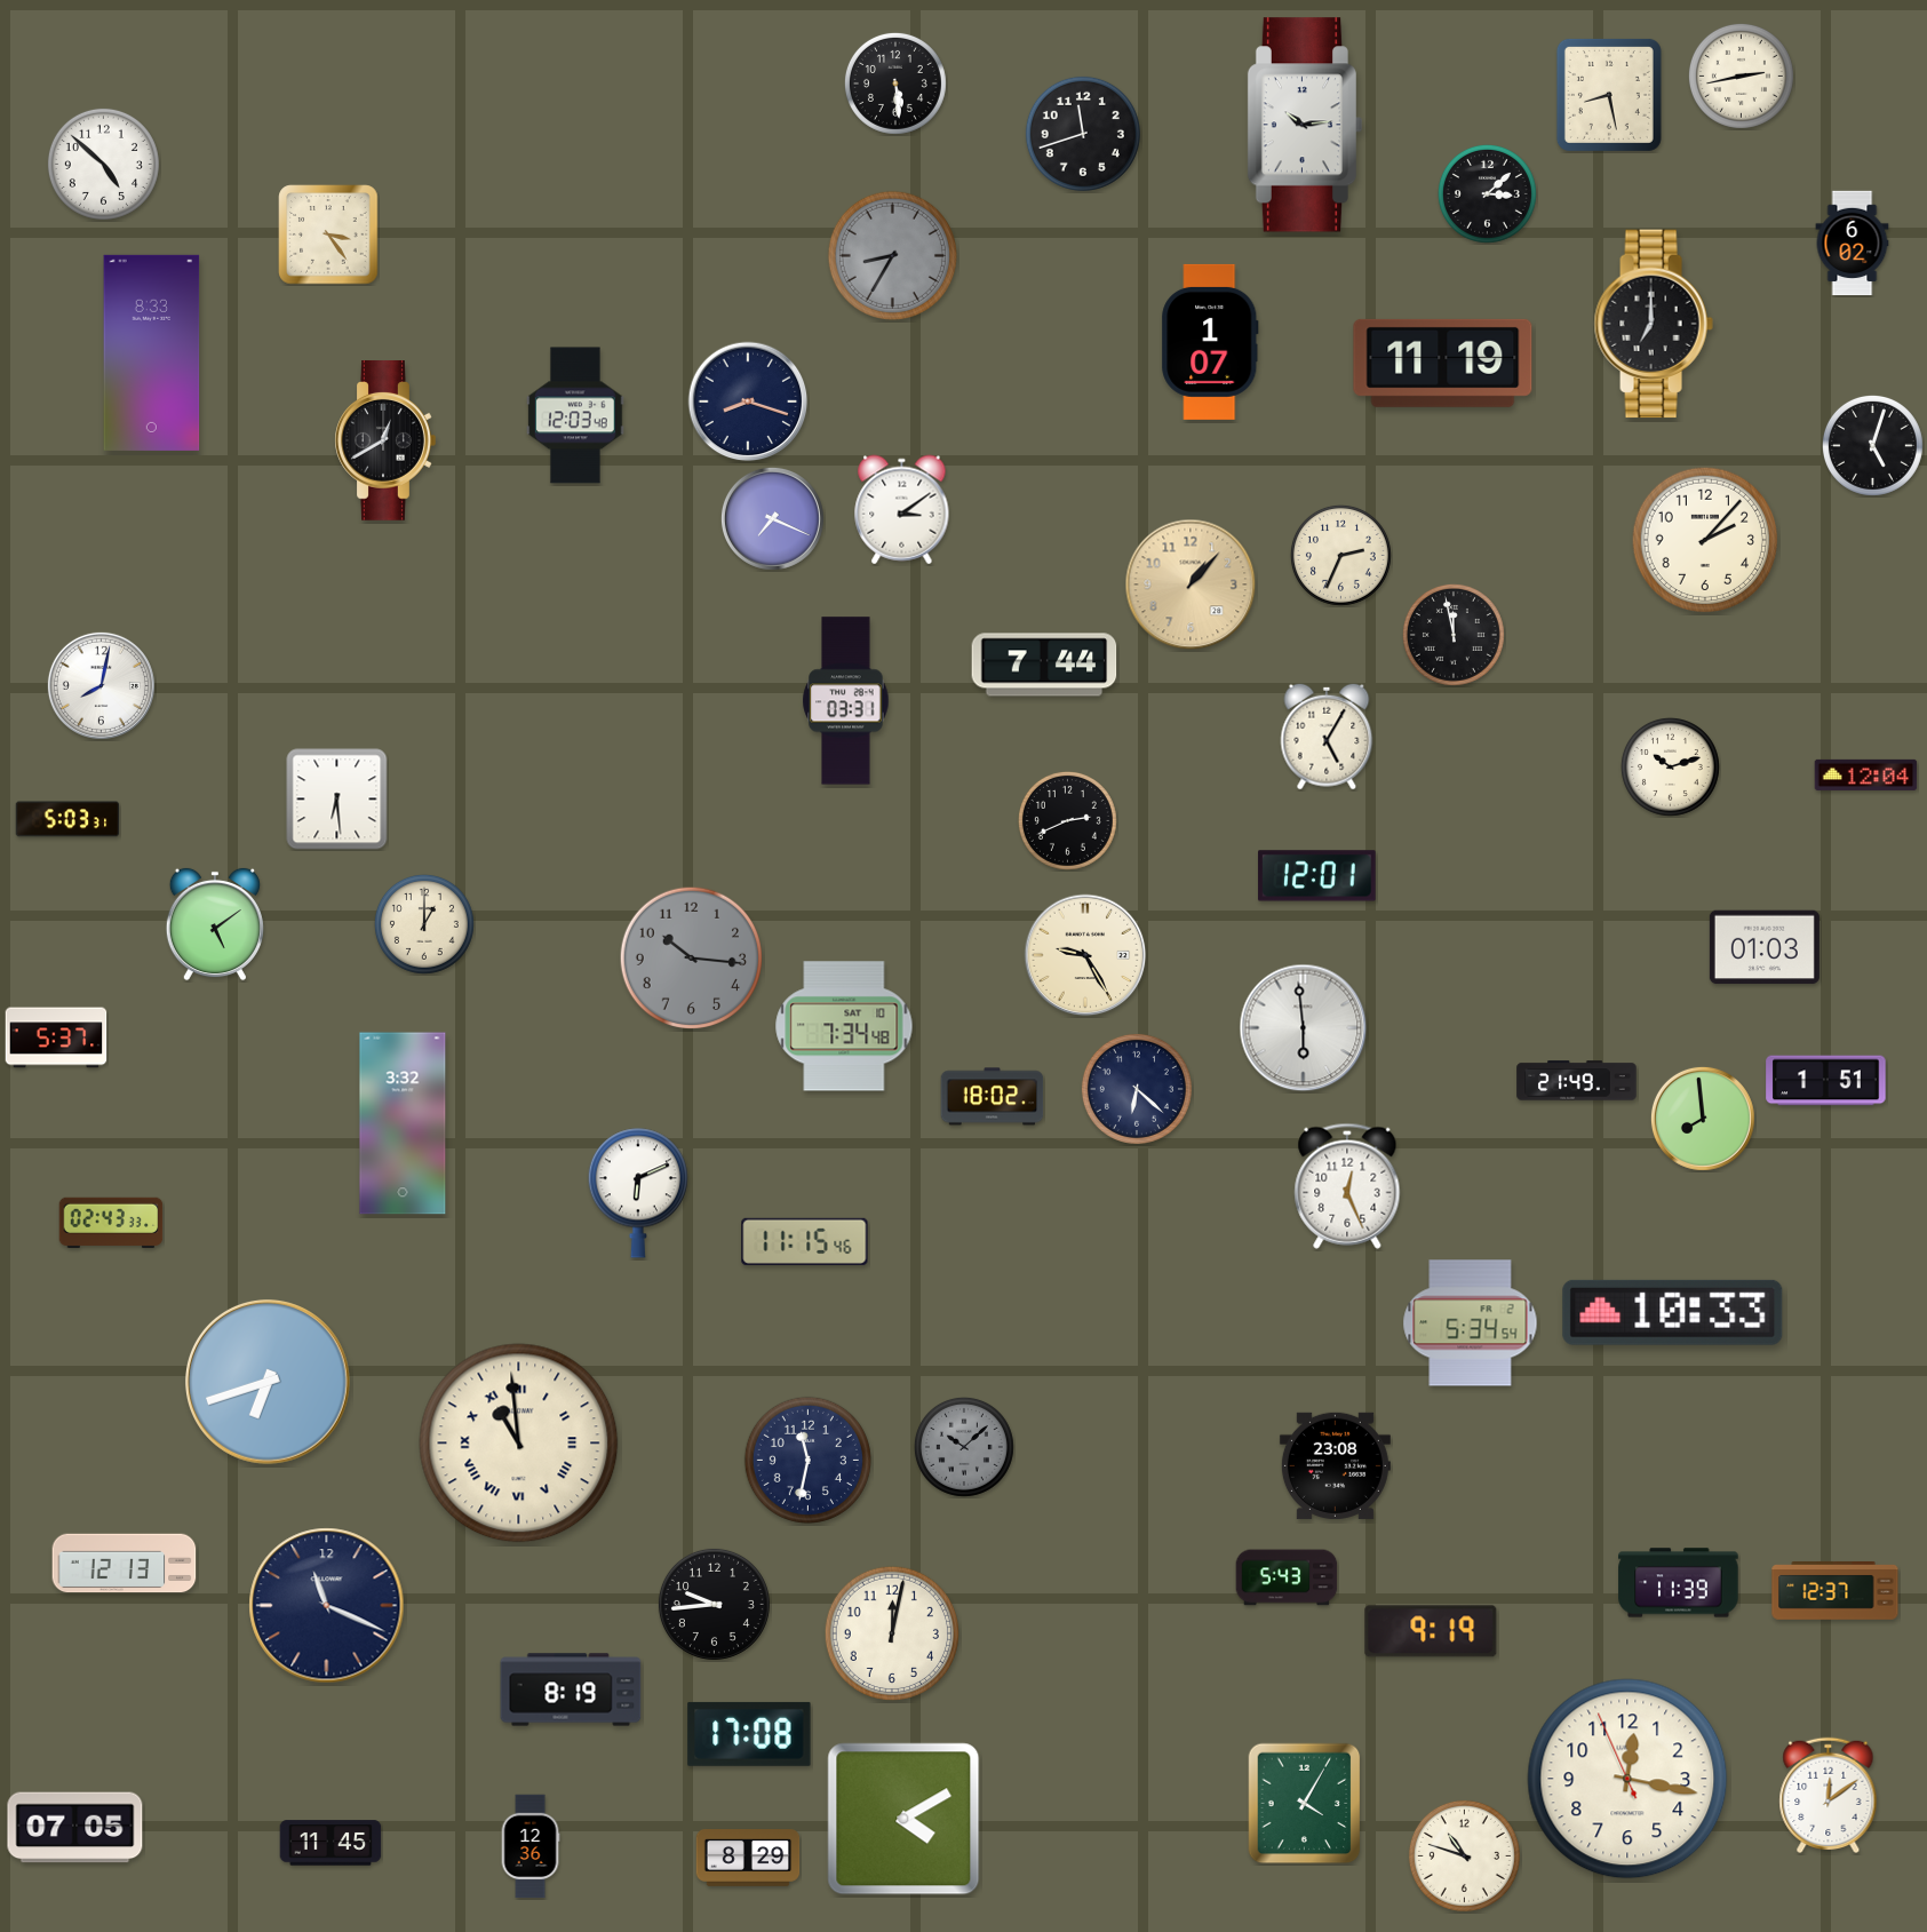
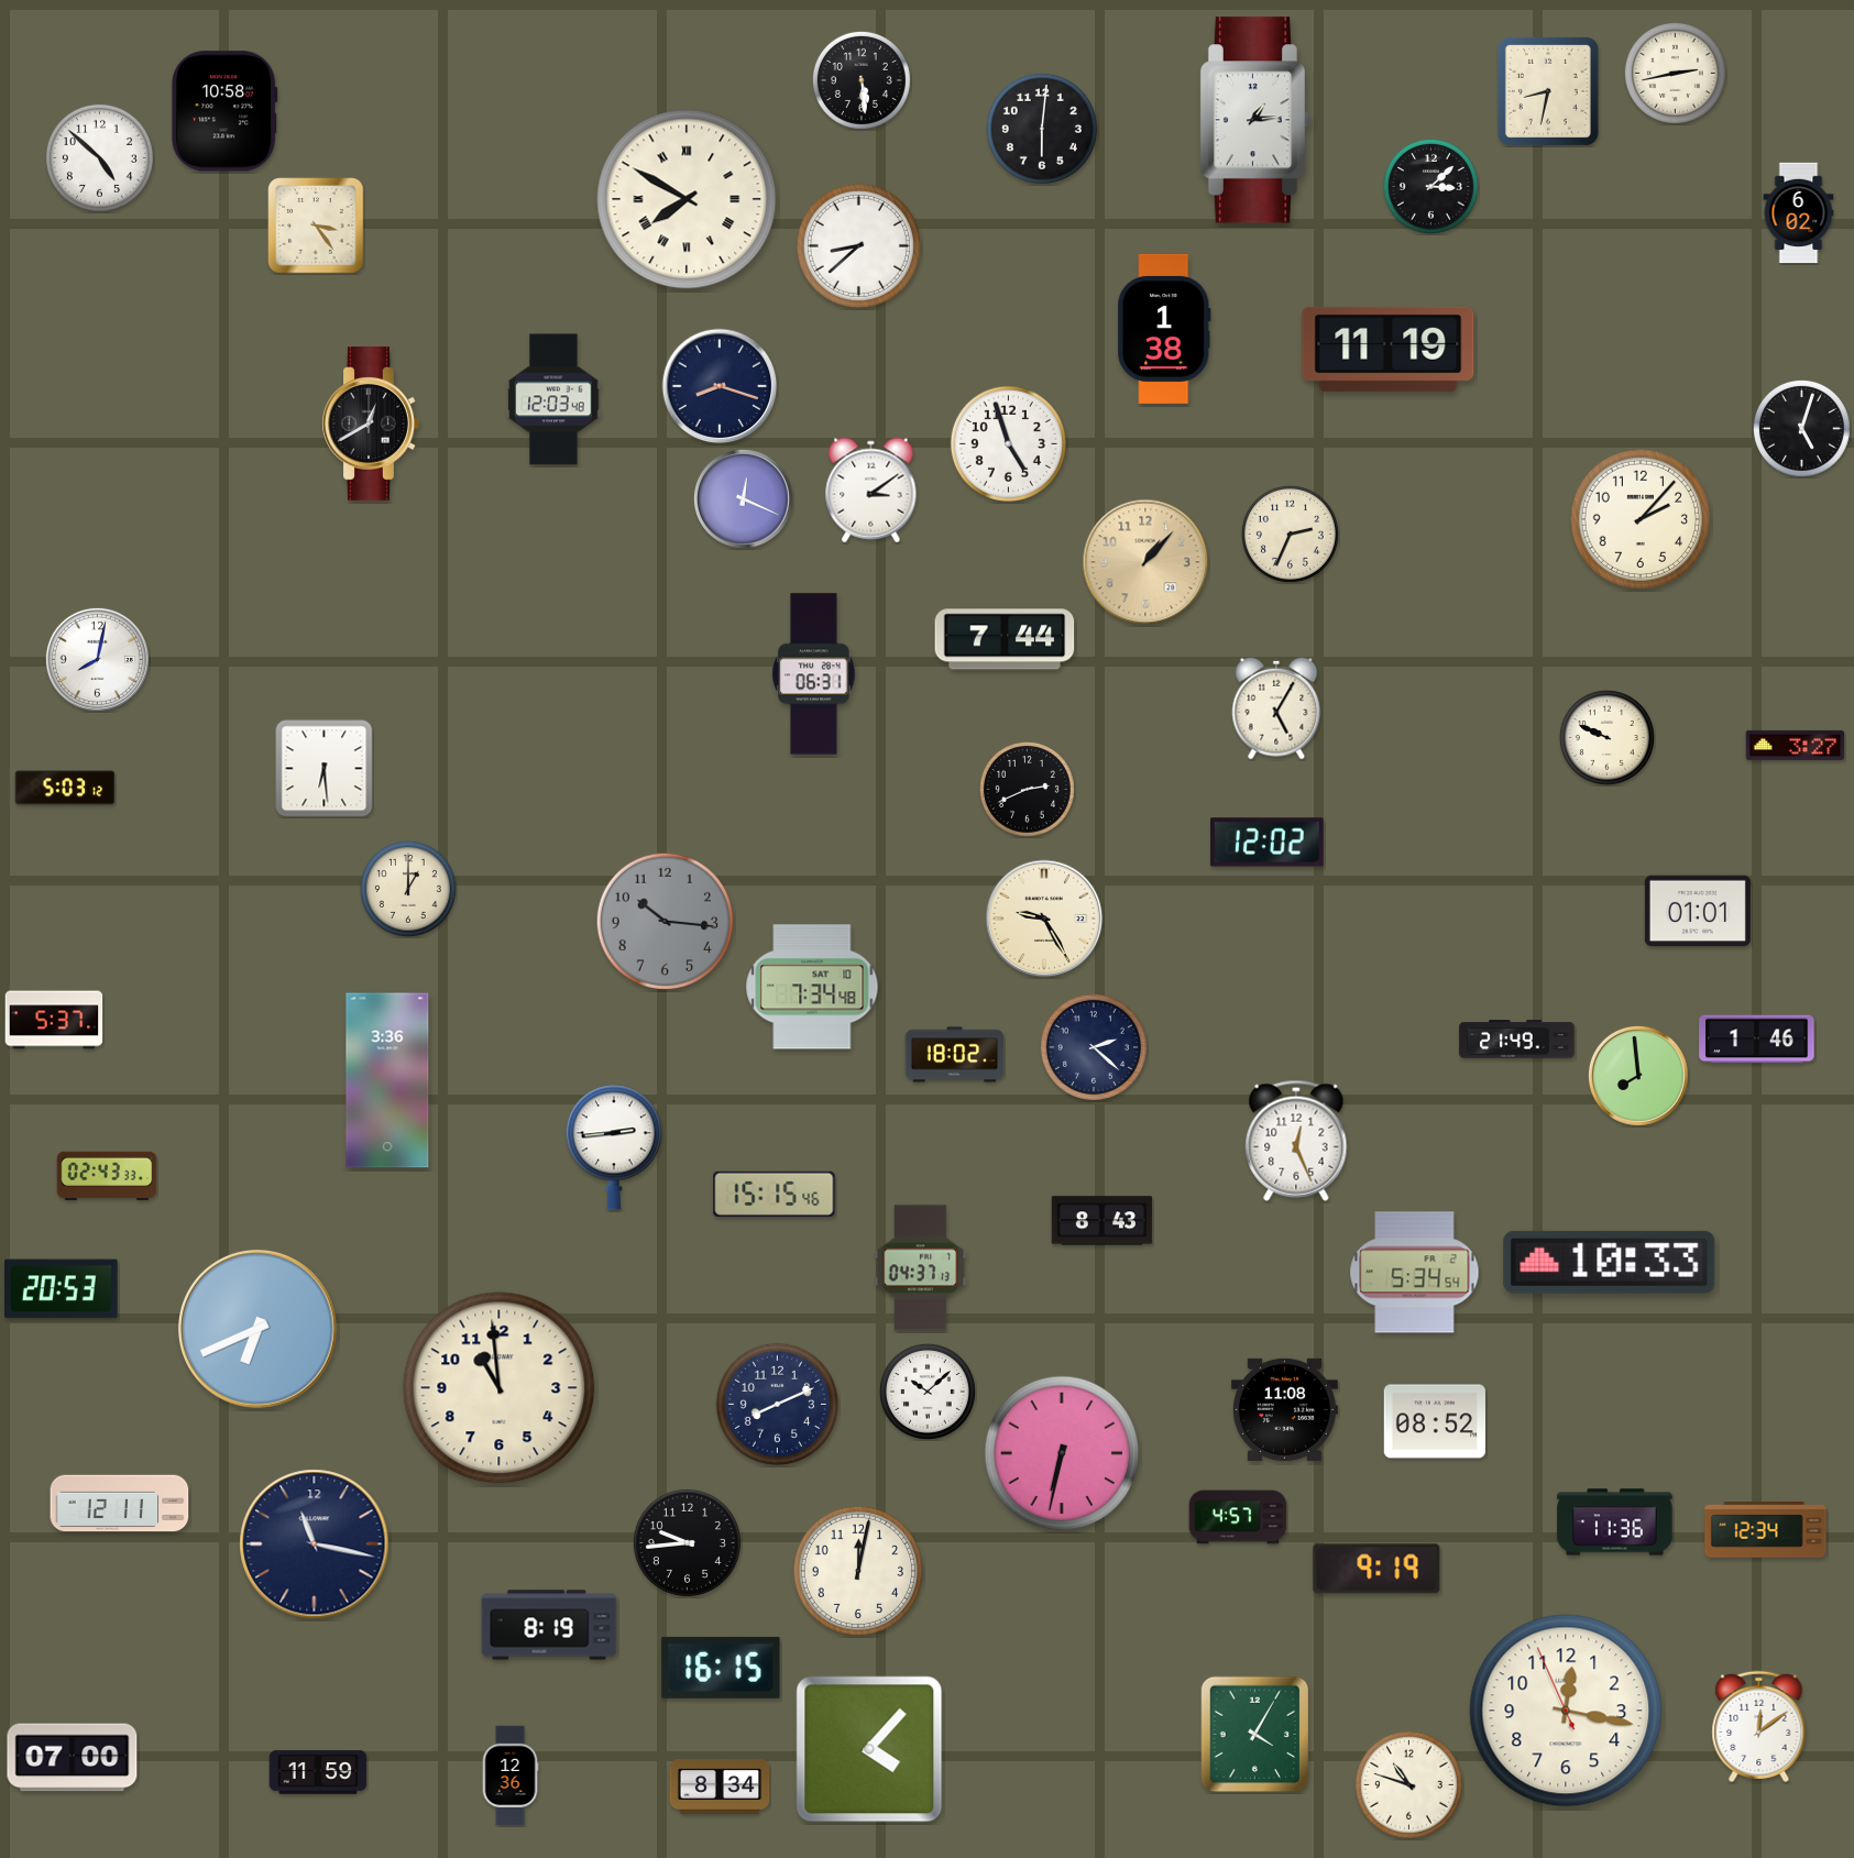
clock at (1609, 95): 8:28 -> 8:32
clock at (224, 111): none -> 10:58
clock at (1305, 125): 10:14 -> 1:14
clock at (1083, 134): 11:42 -> 6:01
clock at (687, 199): none -> 7:50
clock at (1853, 244) position: (1853, 244) -> (1799, 213)
clock at (892, 255): 8:35 -> 8:38
clock at (892, 255) dial: grey -> white
clock at (1654, 324): 7:00 -> none
clock at (1210, 342): 1:07 -> 1:38
clock at (152, 352): 8:33 -> none
clock at (1008, 443): none -> 4:57
clock at (902, 510) position: (902, 510) -> (871, 491)
clock at (772, 518): 7:19 -> 12:19
clock at (1454, 635): 11:58 -> none
clock at (846, 701): 03:31 -> 06:31
clock at (1670, 766): 10:12 -> 9:49
clock at (1866, 774): 12:04 -> 3:27
clock at (67, 819): 5:03:31 -> 5:03:12
clock at (1317, 876): 12:01 -> 12:02
clock at (215, 924): 5:09 -> none
clock at (1765, 947): 01:03 -> 01:01
clock at (1304, 1028): 5:59 -> none
clock at (56, 1037) position: (56, 1037) -> (54, 1020)
clock at (1826, 1081): 1:51 -> 1:46
clock at (1137, 1089): 6:22 -> 2:22
clock at (403, 1123): 3:32 -> 3:36
clock at (638, 1193): 6:11 -> 2:44
clock at (805, 1241): 11:15 -> 15:15
clock at (1102, 1221): none -> 8:43
clock at (921, 1268): none -> 04:37
clock at (62, 1289): none -> 20:53
clock at (268, 1382): 6:42 -> 6:41
clock at (519, 1444) numerals: Roman -> Arabic
clock at (964, 1447) dial: grey -> white
clock at (807, 1460): 11:32 -> 8:11
clock at (1335, 1465): 23:08 -> 11:08
clock at (1434, 1421): none -> 08:52
clock at (1062, 1453): none -> 6:32
clock at (125, 1564): 12:13 -> 12:11
clock at (1287, 1577): 5:43 -> 4:57
clock at (1679, 1583): 11:39 -> 11:36
clock at (1836, 1591): 12:37 -> 12:34
clock at (327, 1606): 11:19 -> 11:17
clock at (749, 1734): 17:08 -> 16:15
clock at (903, 1819): 4:10 -> 4:07
clock at (75, 1828): 07:05 -> 07:00
clock at (331, 1843): 11:45 -> 11:59
clock at (748, 1859): 8:29 -> 8:34
